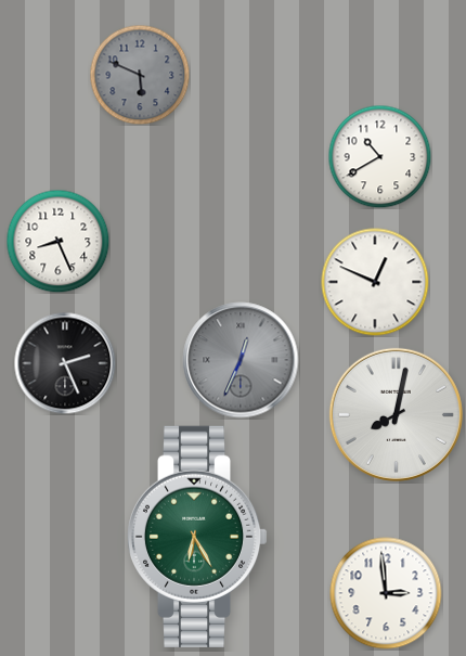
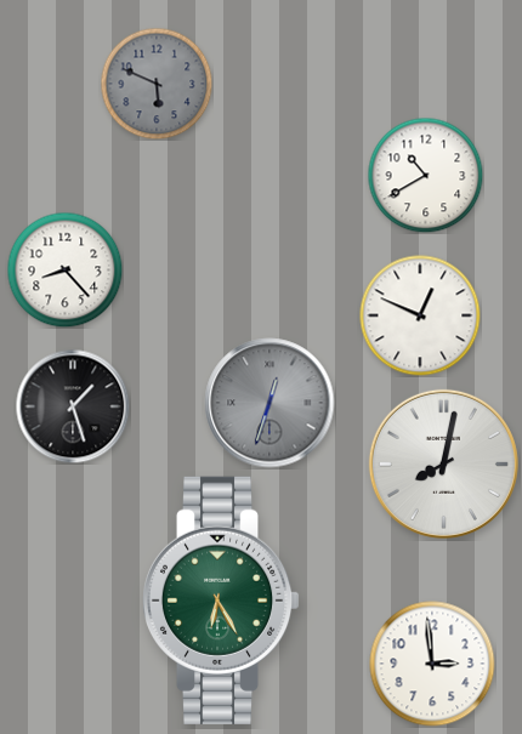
clock at (57, 241): 8:26 -> 8:23
clock at (241, 360): 12:34 -> 12:33
clock at (65, 363): 2:26 -> 1:27
